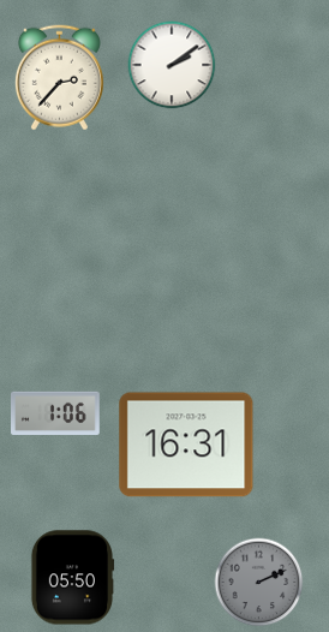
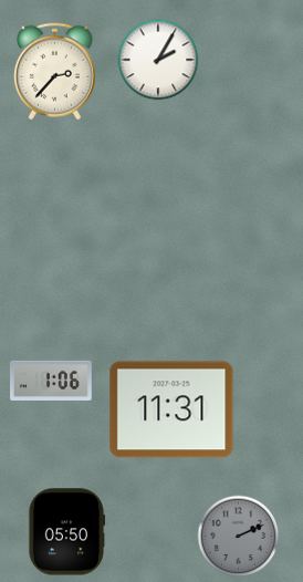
clock at (172, 65): 2:09 -> 2:05
clock at (186, 445): 16:31 -> 11:31
